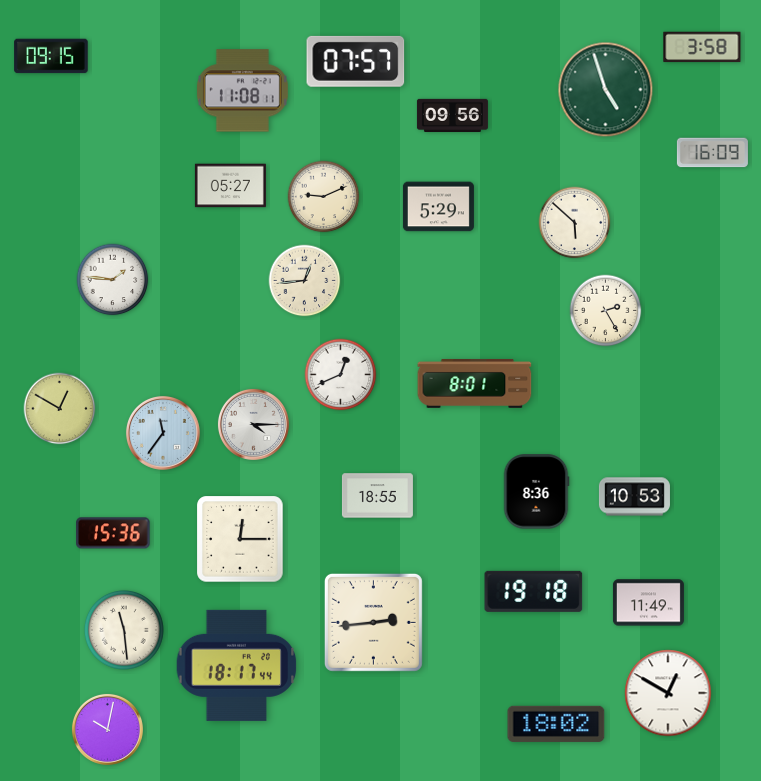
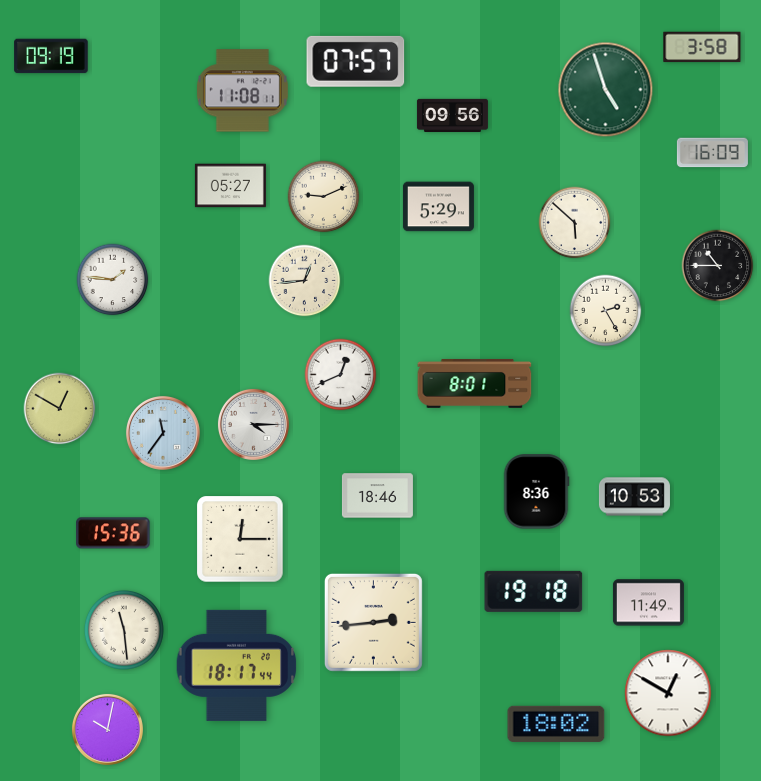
clock at (51, 56): 09:15 -> 09:19
clock at (718, 266): none -> 10:45
clock at (377, 496): 18:55 -> 18:46
